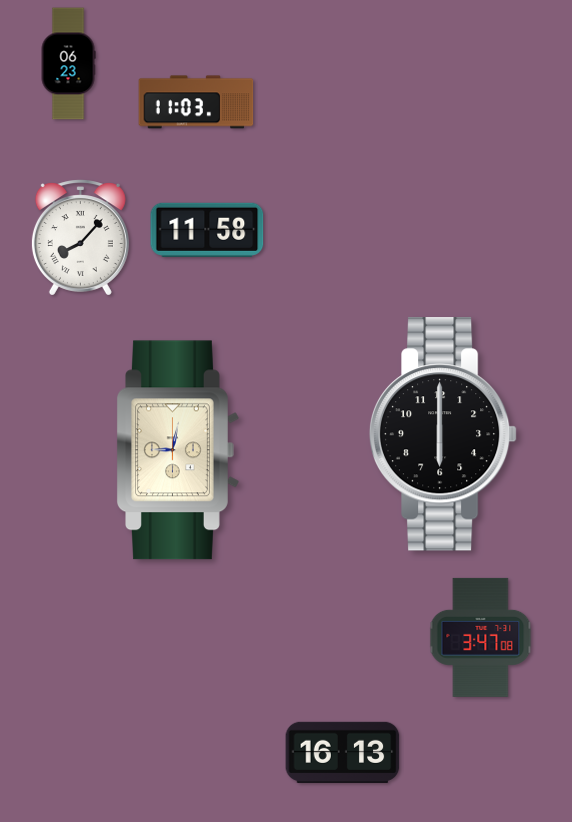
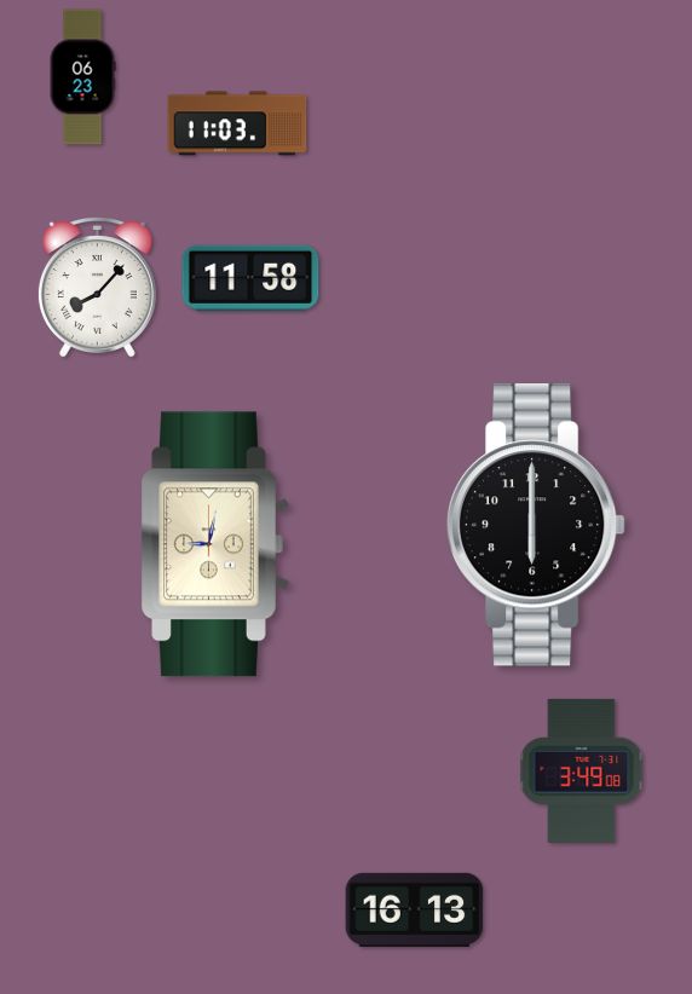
clock at (481, 637): 3:47 -> 3:49
